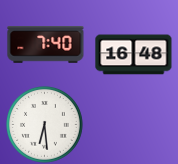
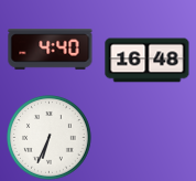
clock at (46, 45): 7:40 -> 4:40
clock at (45, 125): 6:29 -> 6:34
